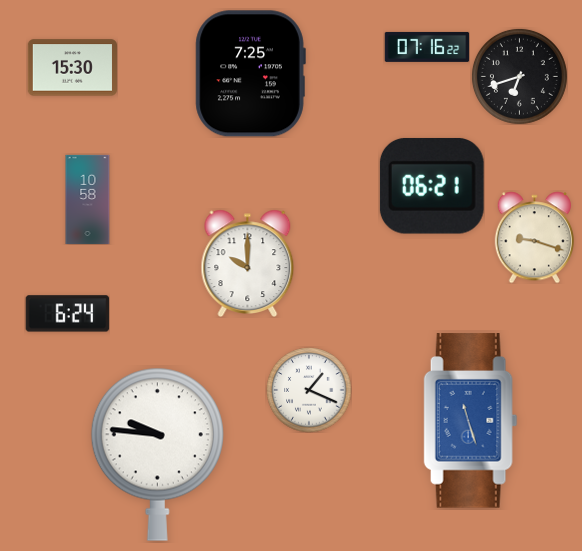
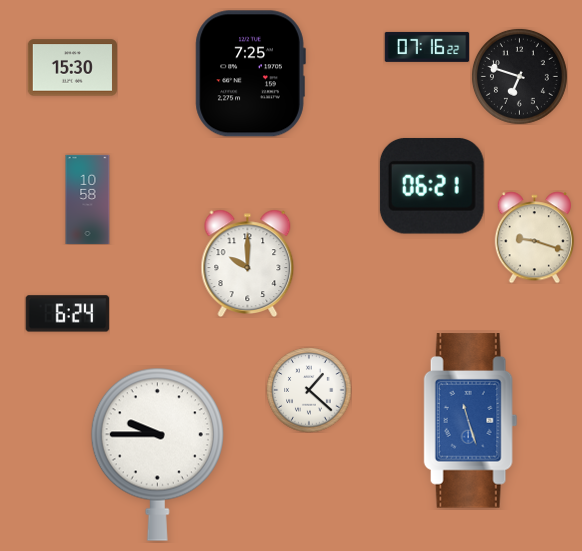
clock at (519, 76): 6:42 -> 6:48
clock at (309, 390): 1:19 -> 1:22
clock at (157, 454): 9:46 -> 9:45
